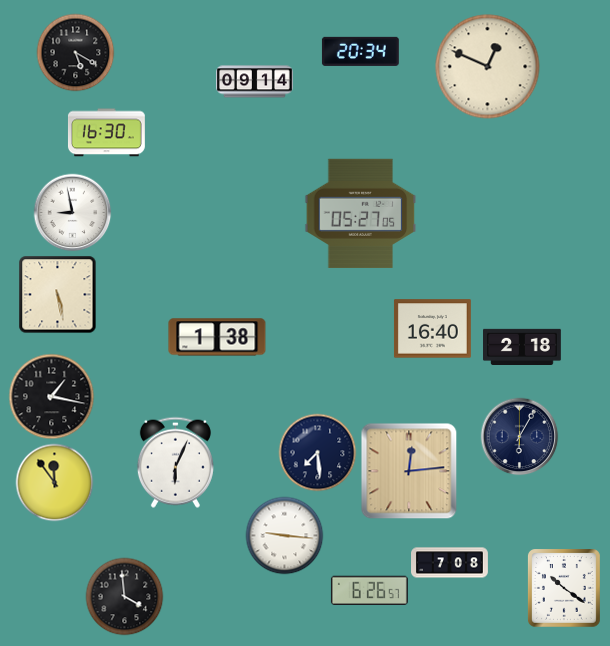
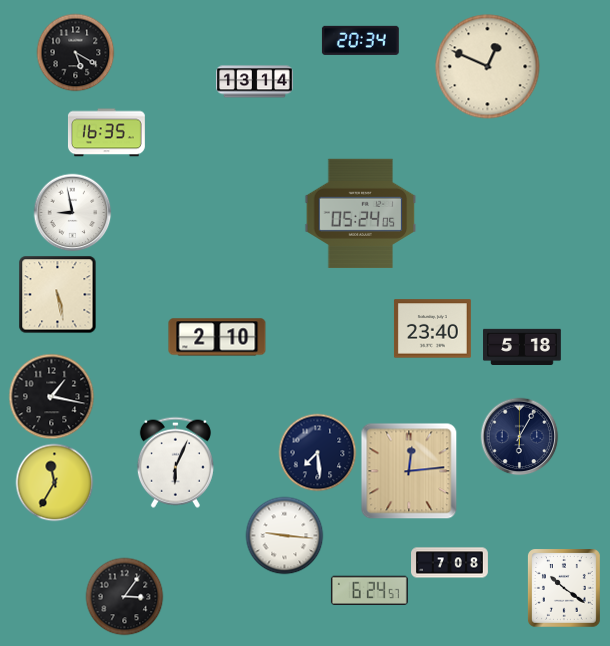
clock at (360, 51) position: (360, 51) -> (360, 40)
clock at (255, 82): 09:14 -> 13:14
clock at (106, 133): 16:30 -> 16:35
clock at (361, 213): 05:27 -> 05:24
clock at (432, 329): 16:40 -> 23:40
clock at (217, 337): 1:38 -> 2:10
clock at (523, 346): 2:18 -> 5:18
clock at (54, 482): 11:54 -> 11:35
clock at (369, 591): 6:26 -> 6:24
clock at (124, 596): 3:59 -> 3:06
